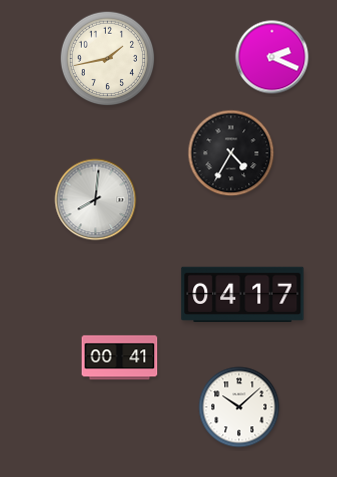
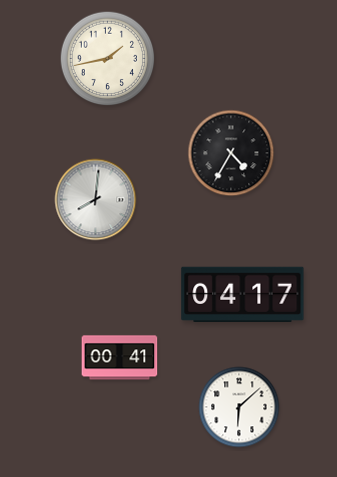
clock at (272, 57): 2:19 -> none
clock at (239, 407): 10:08 -> 6:08
